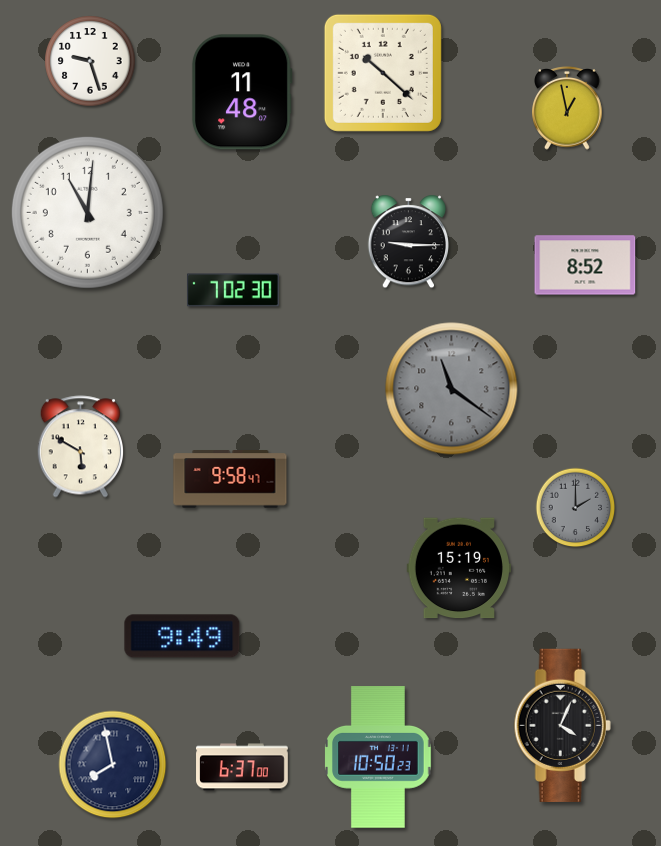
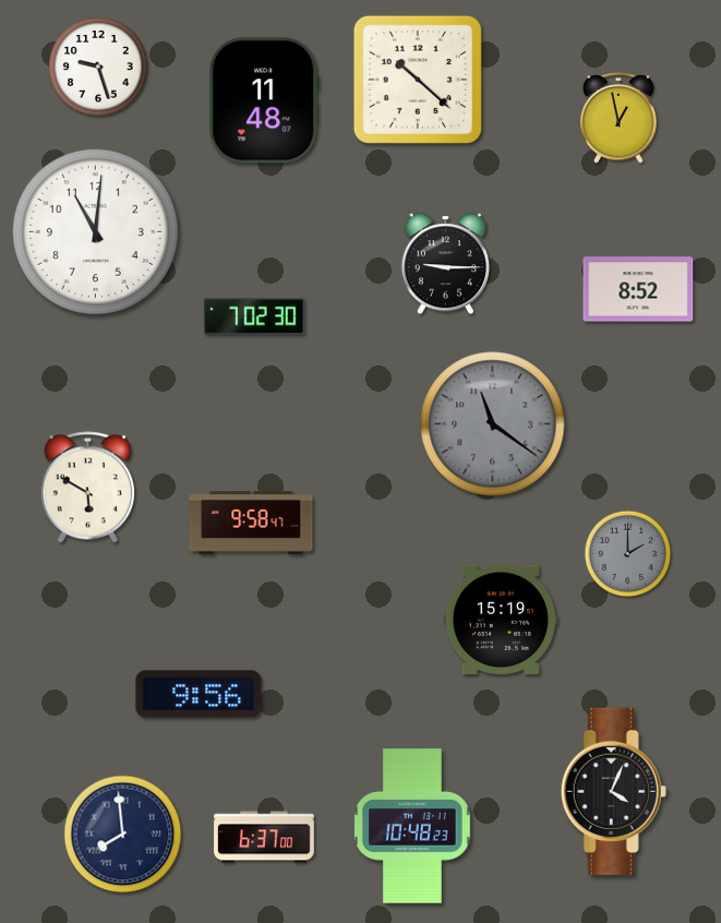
clock at (182, 636): 9:49 -> 9:56
clock at (379, 757): 10:50 -> 10:48
clock at (113, 765): 7:58 -> 7:59
